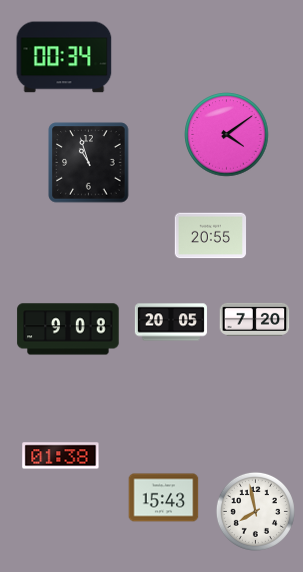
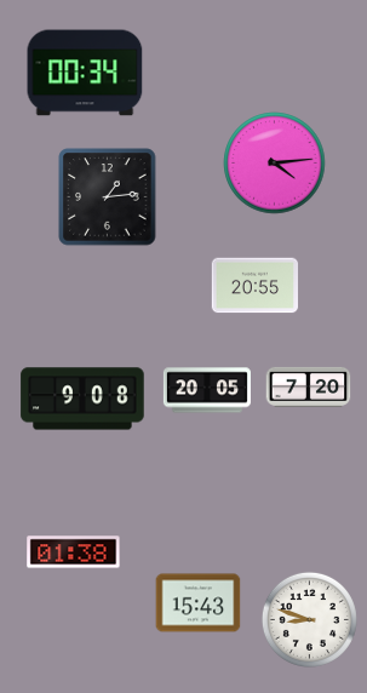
clock at (64, 57) position: (64, 57) -> (85, 73)
clock at (227, 135): 4:09 -> 4:14
clock at (89, 163): 10:57 -> 1:14
clock at (255, 511): 7:58 -> 8:48
